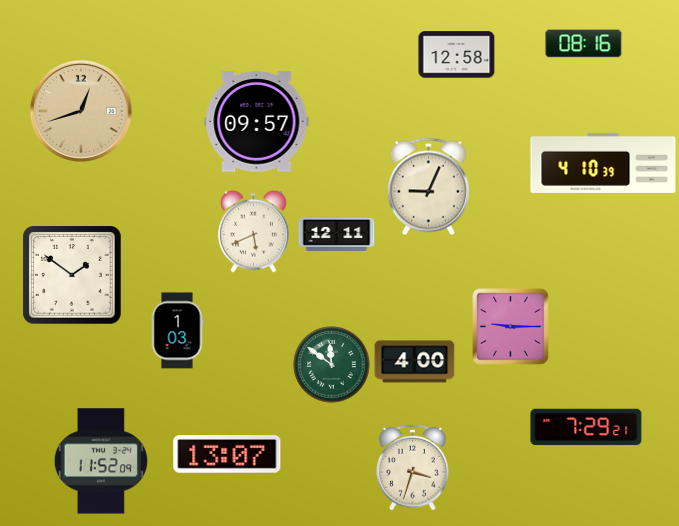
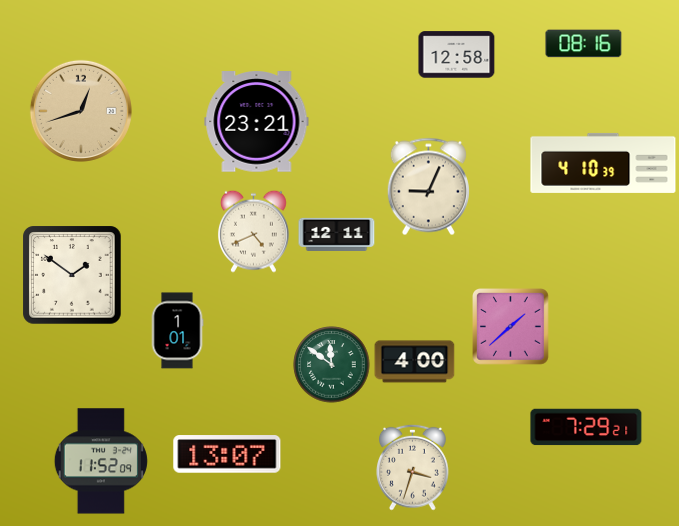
clock at (257, 122): 09:57 -> 23:21
clock at (253, 231): 5:41 -> 4:41
clock at (511, 327): 9:15 -> 1:38
clock at (177, 331): 1:03 -> 1:01
